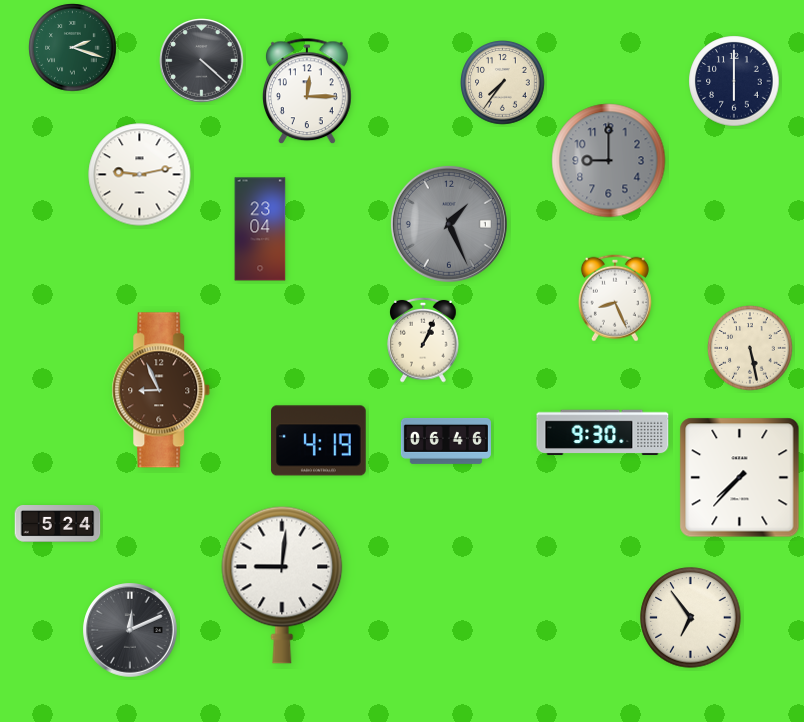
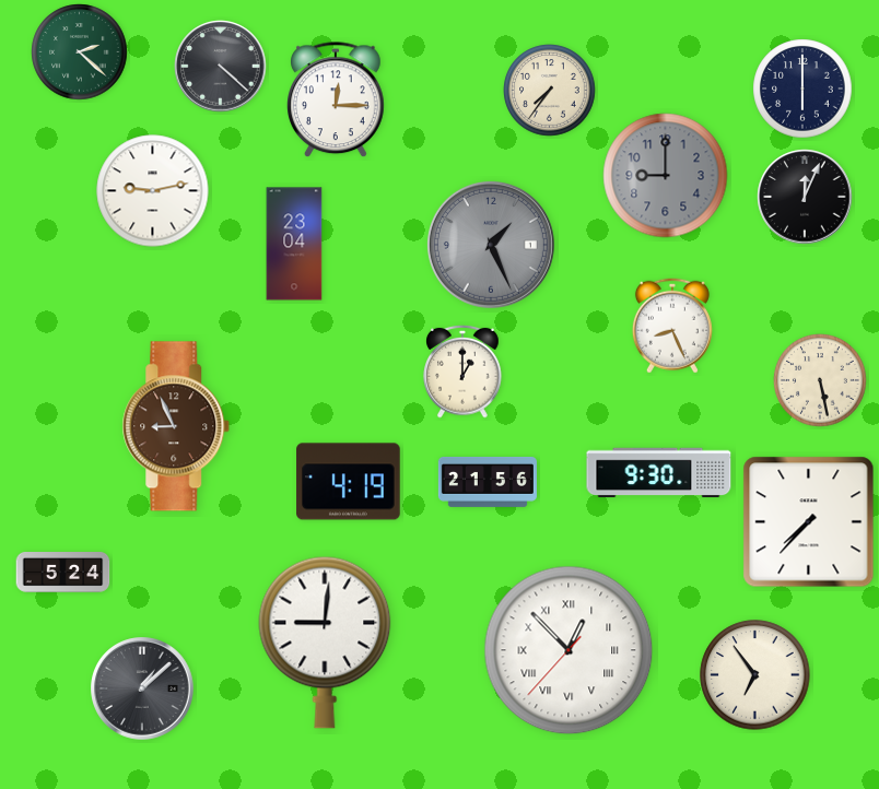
clock at (73, 48): 2:18 -> 2:22
clock at (805, 197): none -> 12:04
clock at (260, 229) position: (260, 229) -> (294, 244)
clock at (423, 340): 1:04 -> 1:00
clock at (446, 441): 06:46 -> 21:56
clock at (282, 585) position: (282, 585) -> (325, 643)
clock at (569, 650): none -> 12:52
clock at (130, 630): 12:11 -> 1:08
